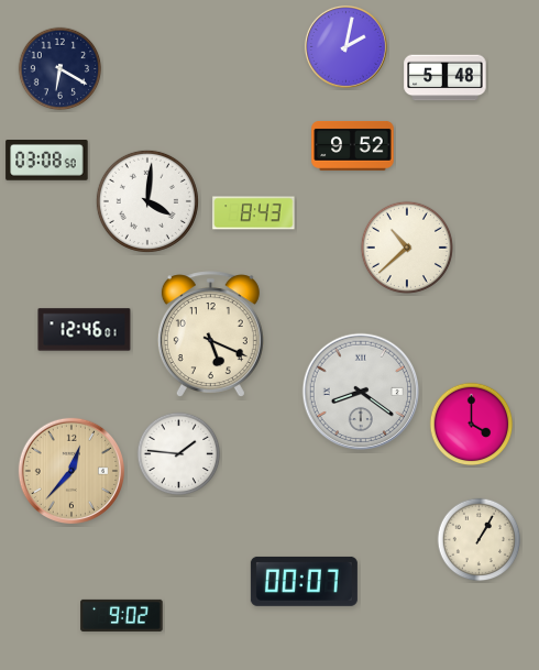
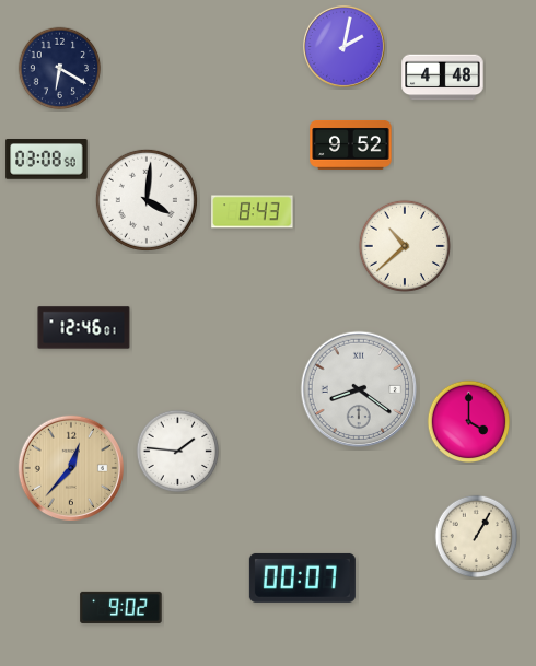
clock at (446, 78): 5:48 -> 4:48
clock at (210, 333): 5:19 -> none
clock at (122, 615) position: (122, 615) -> (121, 607)
